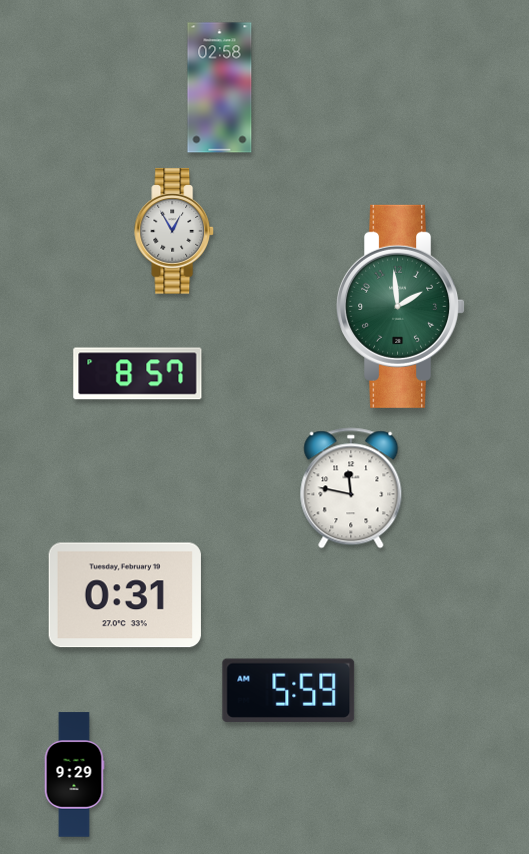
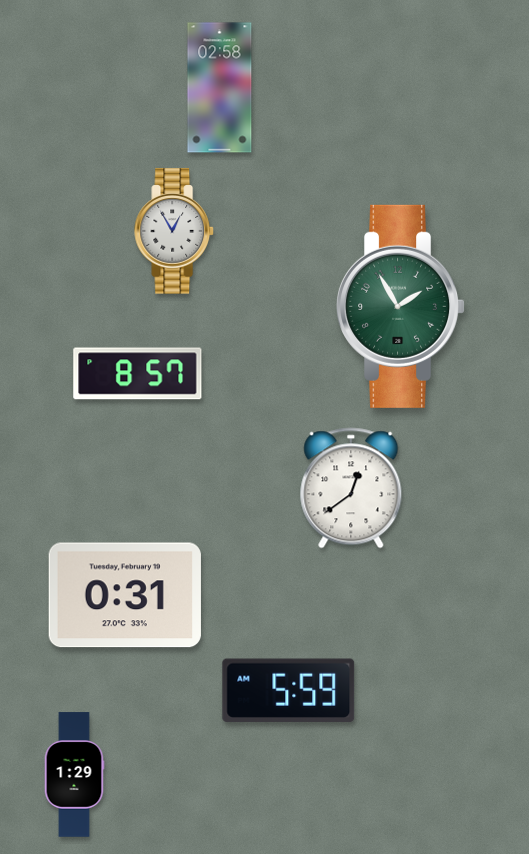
clock at (402, 306): 1:59 -> 1:55
clock at (351, 488): 11:47 -> 12:39
clock at (74, 775): 9:29 -> 1:29
